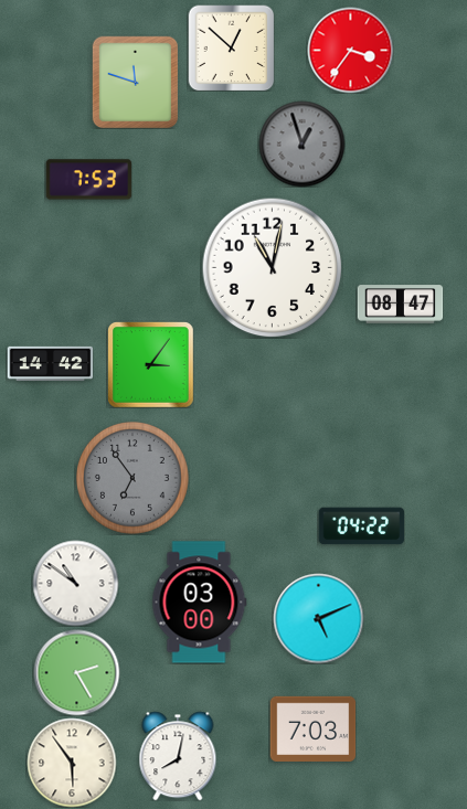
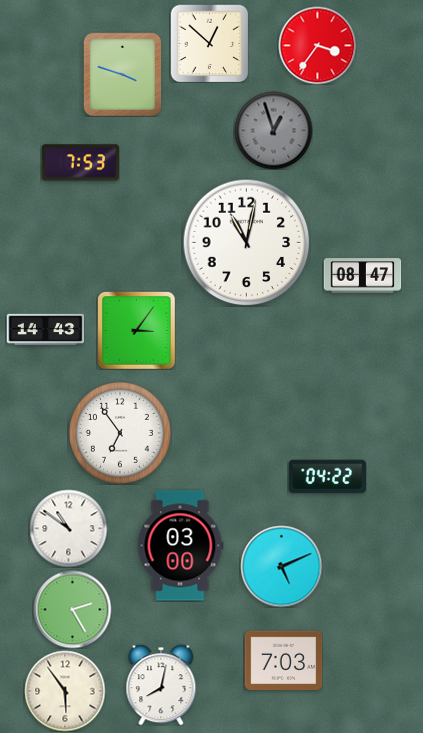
clock at (136, 82): 11:48 -> 3:48
clock at (50, 363): 14:42 -> 14:43
clock at (134, 479) dial: grey -> white
clock at (318, 618) position: (318, 618) -> (281, 566)
clock at (76, 672) position: (76, 672) -> (72, 609)
